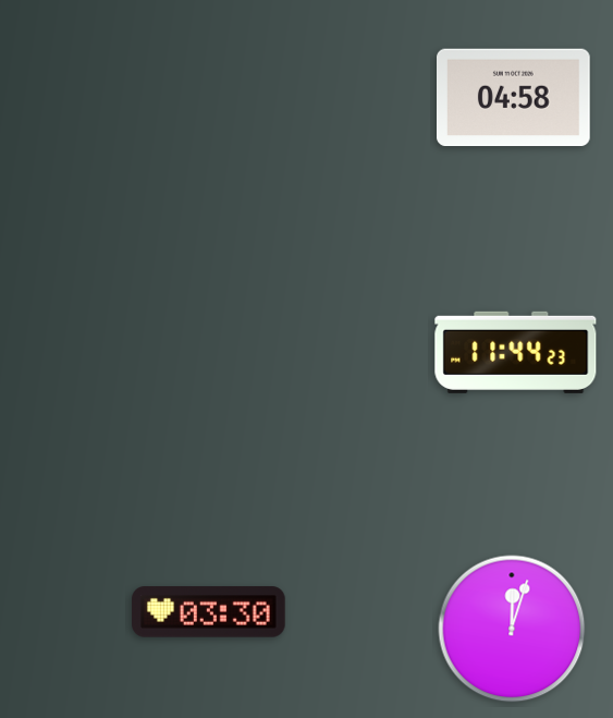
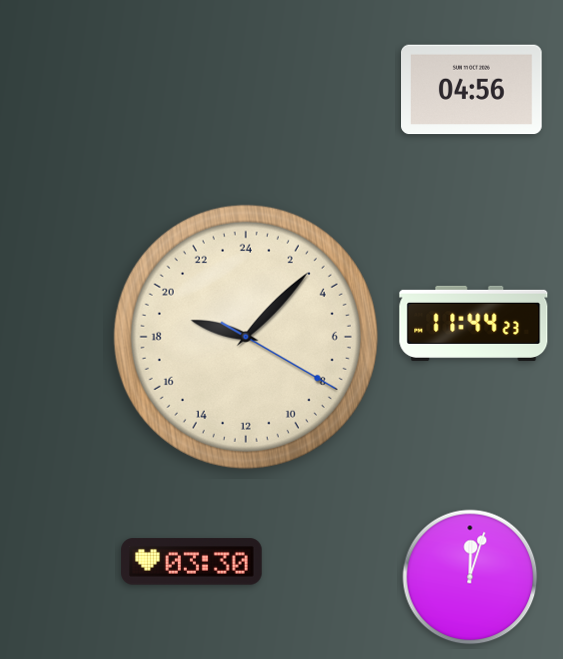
clock at (514, 98): 04:58 -> 04:56
clock at (246, 337): none -> 19:07
